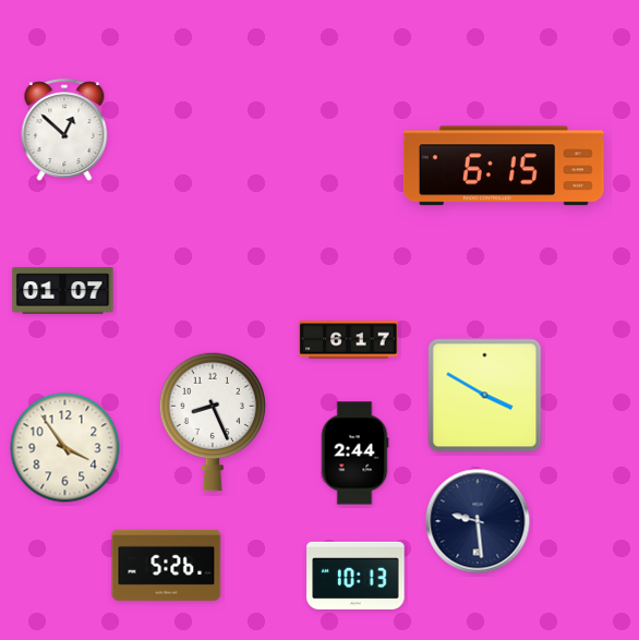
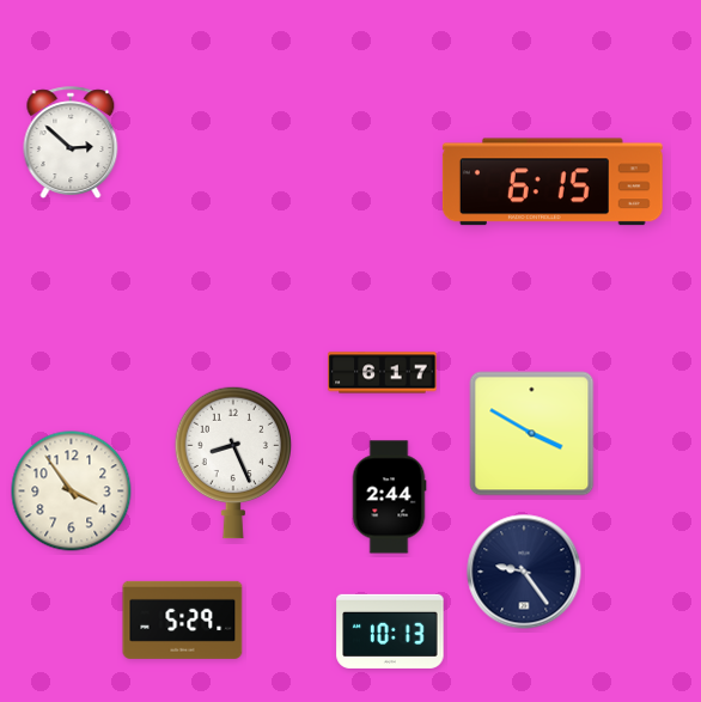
clock at (64, 130): 12:52 -> 2:52
clock at (63, 291): 01:07 -> none
clock at (478, 521): 9:29 -> 9:24
clock at (167, 565): 5:26 -> 5:29
